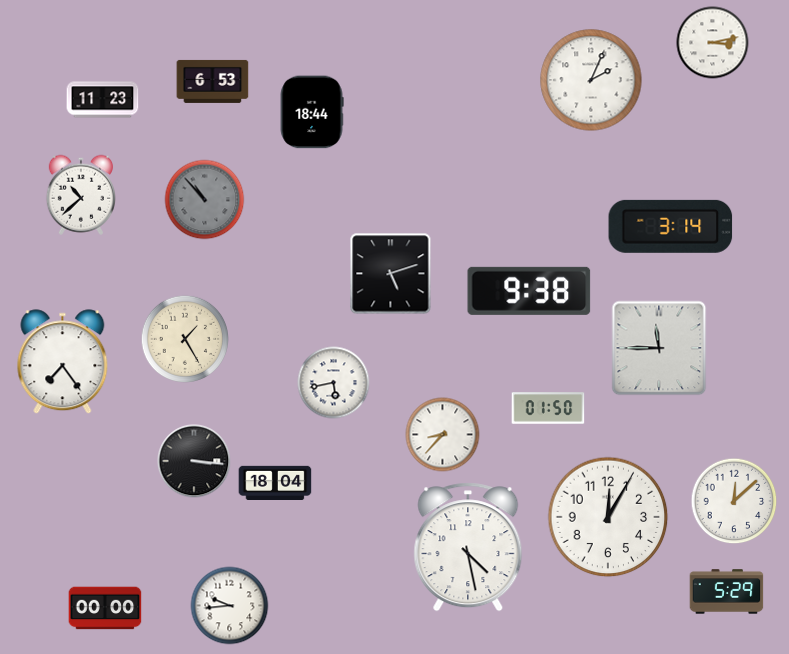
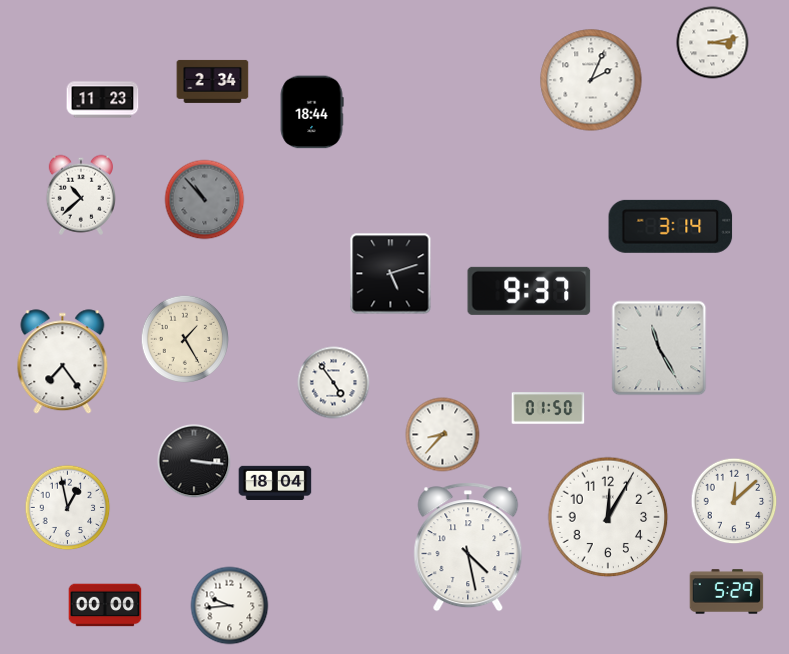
clock at (213, 81): 6:53 -> 2:34
clock at (529, 291): 9:38 -> 9:37
clock at (659, 348): 11:45 -> 11:25
clock at (334, 383): 5:43 -> 4:54
clock at (68, 508): none -> 12:58
clock at (105, 608) position: (105, 608) -> (105, 605)
